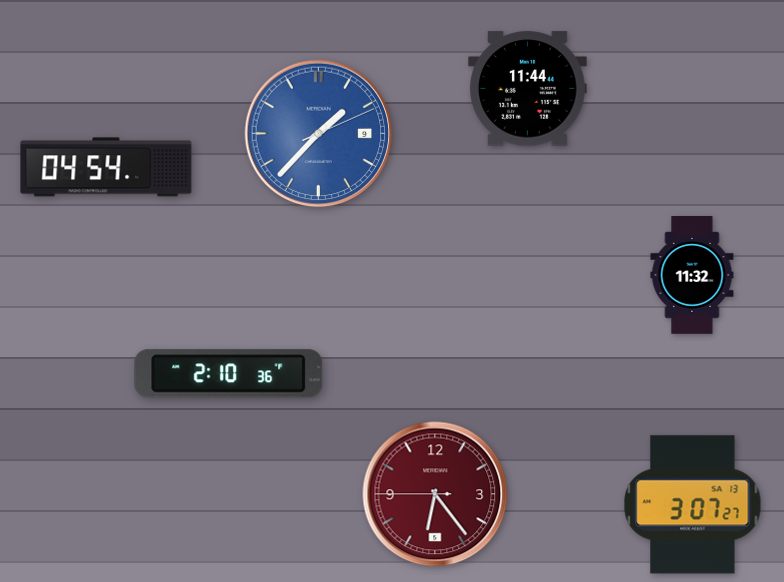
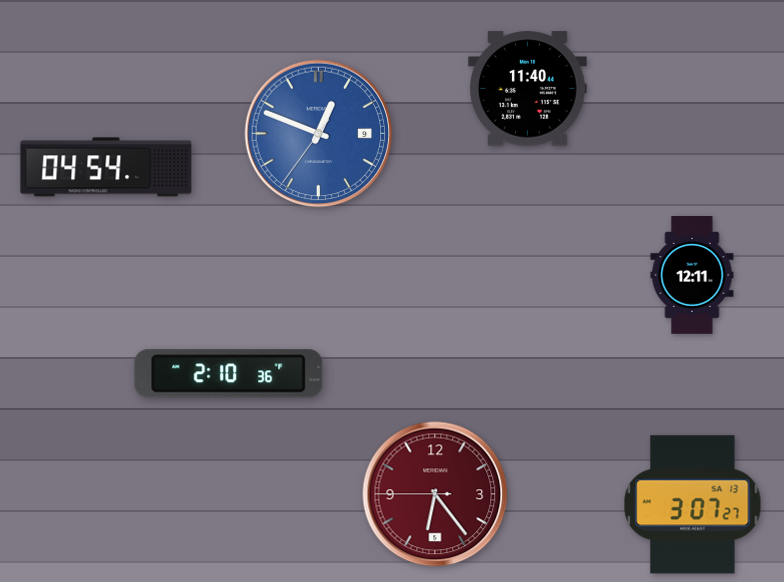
clock at (528, 89): 11:44 -> 11:40
clock at (319, 134): 1:37 -> 12:48
clock at (692, 276): 11:32 -> 12:11
